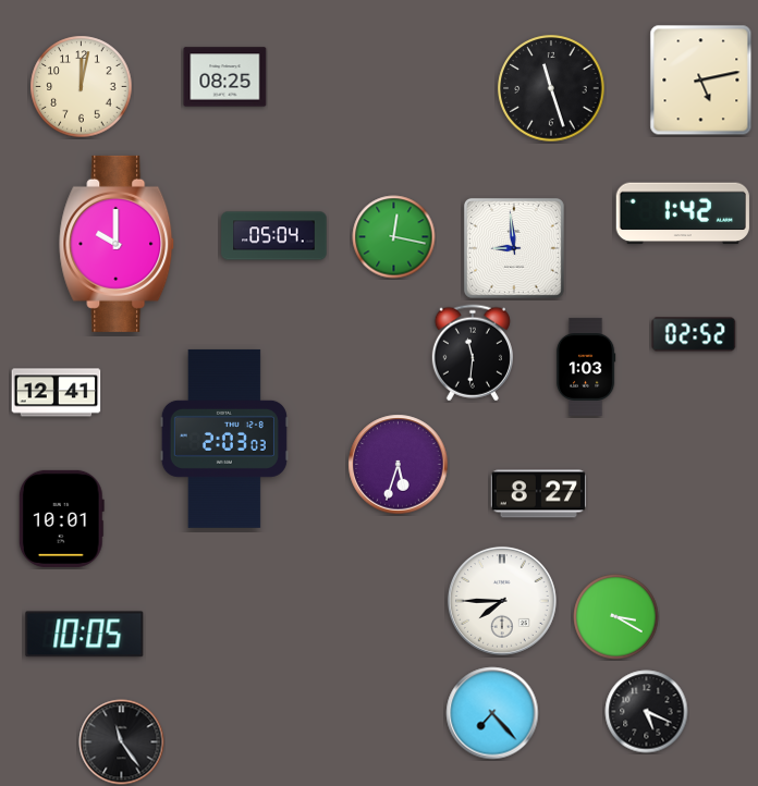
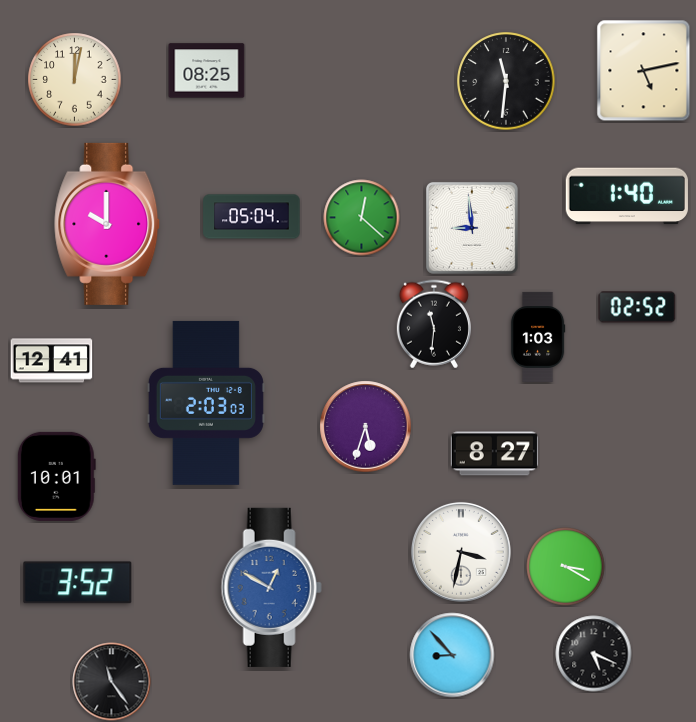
clock at (701, 81) position: (701, 81) -> (644, 71)
clock at (551, 88): 11:27 -> 11:31
clock at (683, 213): 1:42 -> 1:40
clock at (394, 237): 12:17 -> 12:22
clock at (502, 601): 7:45 -> 3:32
clock at (85, 635): 10:05 -> 3:52
clock at (271, 587): none -> 12:50
clock at (492, 713): 7:23 -> 8:53
